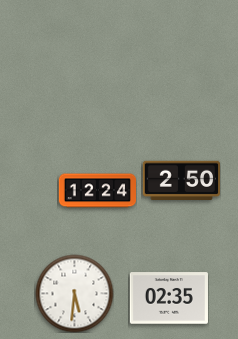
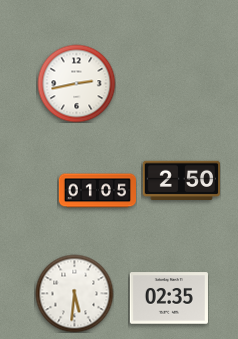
clock at (76, 83): none -> 2:43
clock at (97, 191): 12:24 -> 01:05
